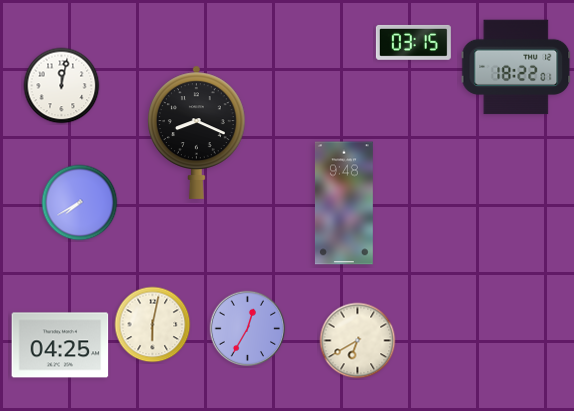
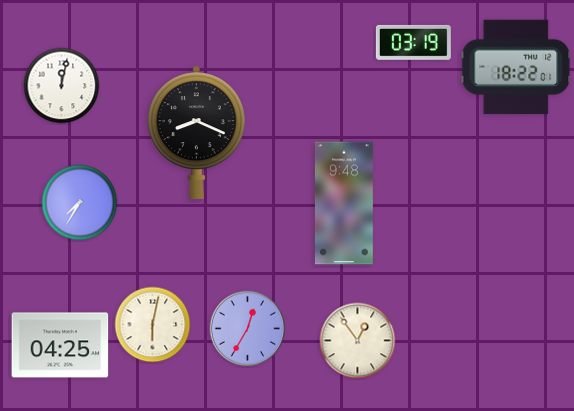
clock at (413, 42): 03:15 -> 03:19
clock at (80, 203): 7:40 -> 7:35
clock at (358, 341): 6:40 -> 12:54
